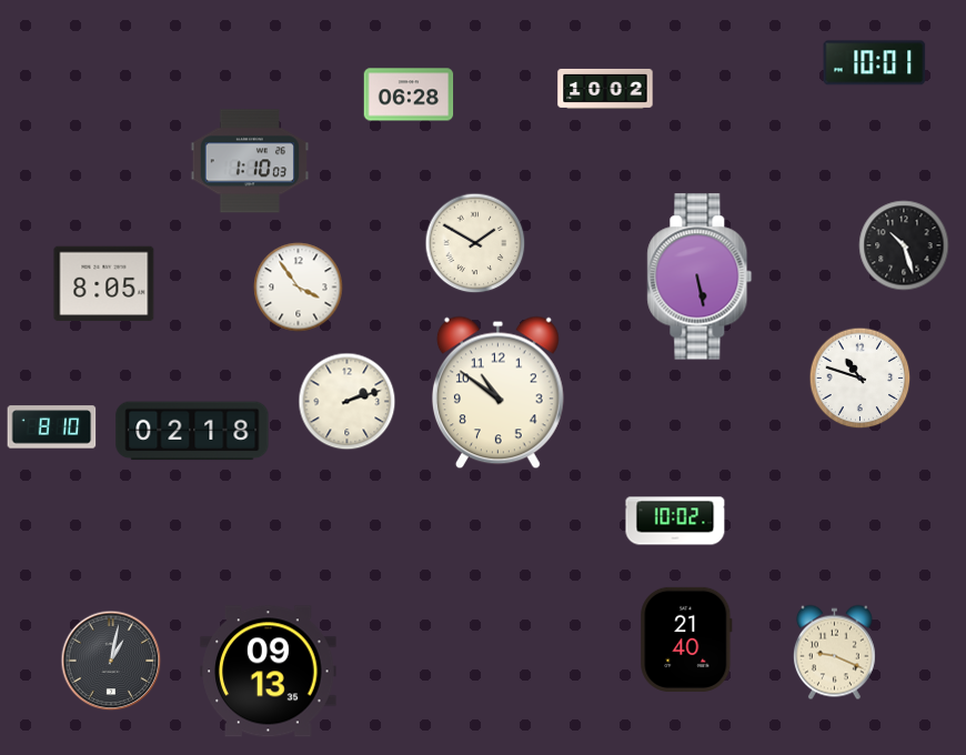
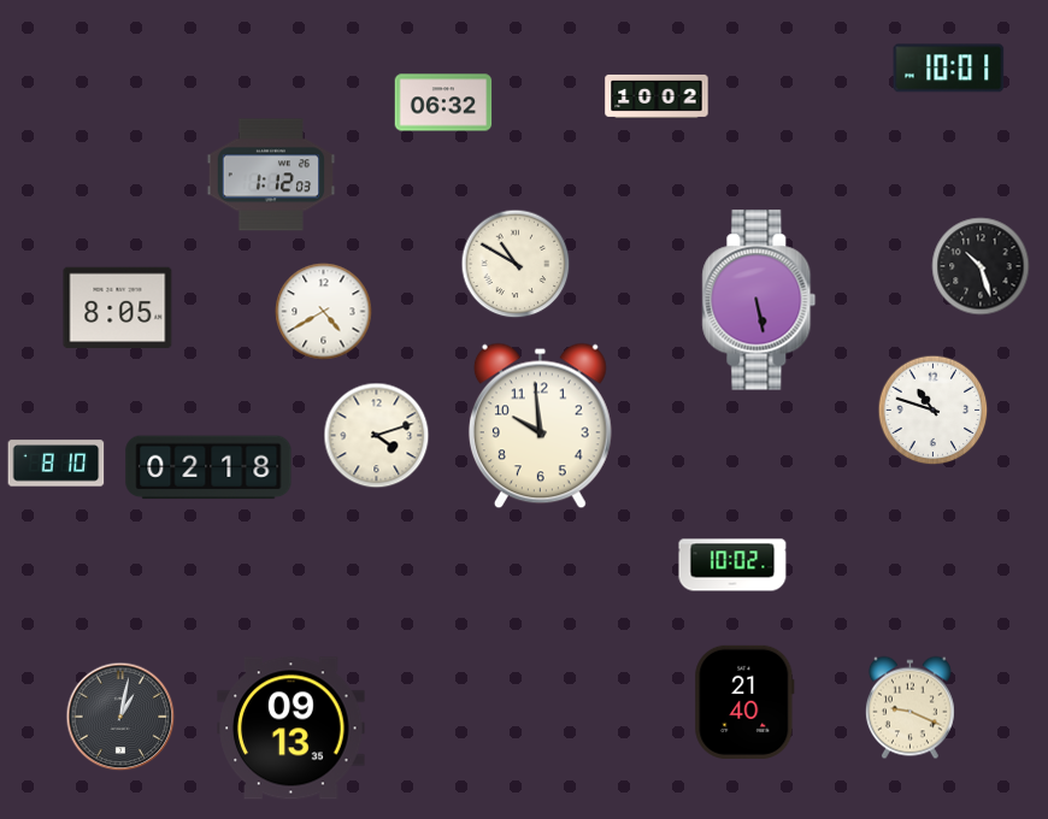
clock at (409, 94): 06:28 -> 06:32
clock at (249, 161): 1:10 -> 1:12
clock at (475, 243): 1:50 -> 10:50
clock at (104, 284) position: (104, 284) -> (118, 308)
clock at (299, 288): 3:54 -> 4:40
clock at (497, 393): 10:51 -> 9:59
clock at (348, 402): 2:12 -> 4:12
clock at (686, 640) position: (686, 640) -> (744, 702)
clock at (834, 653) position: (834, 653) -> (909, 708)
